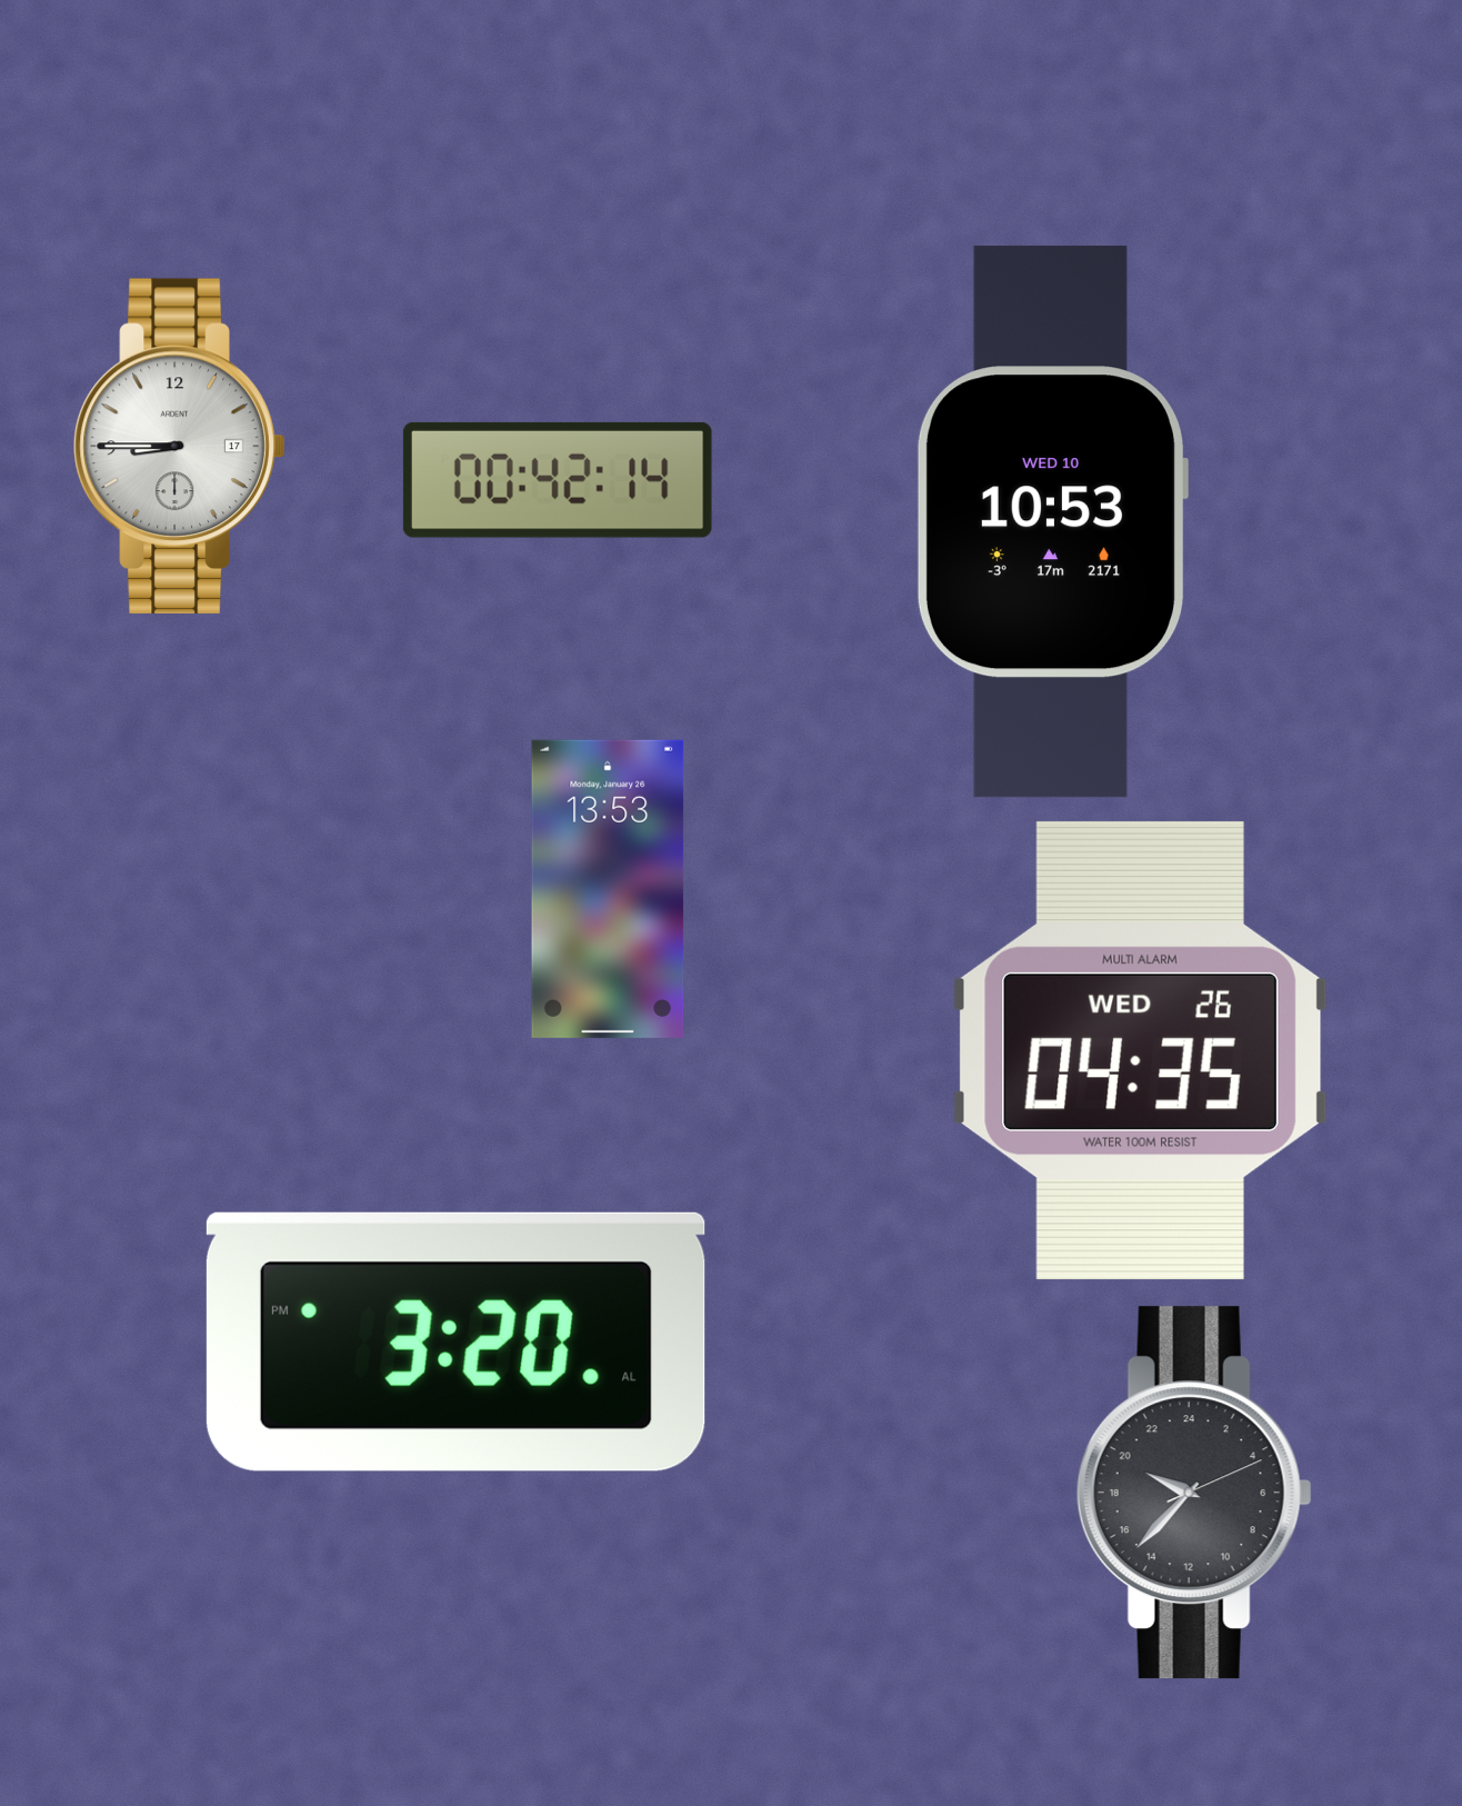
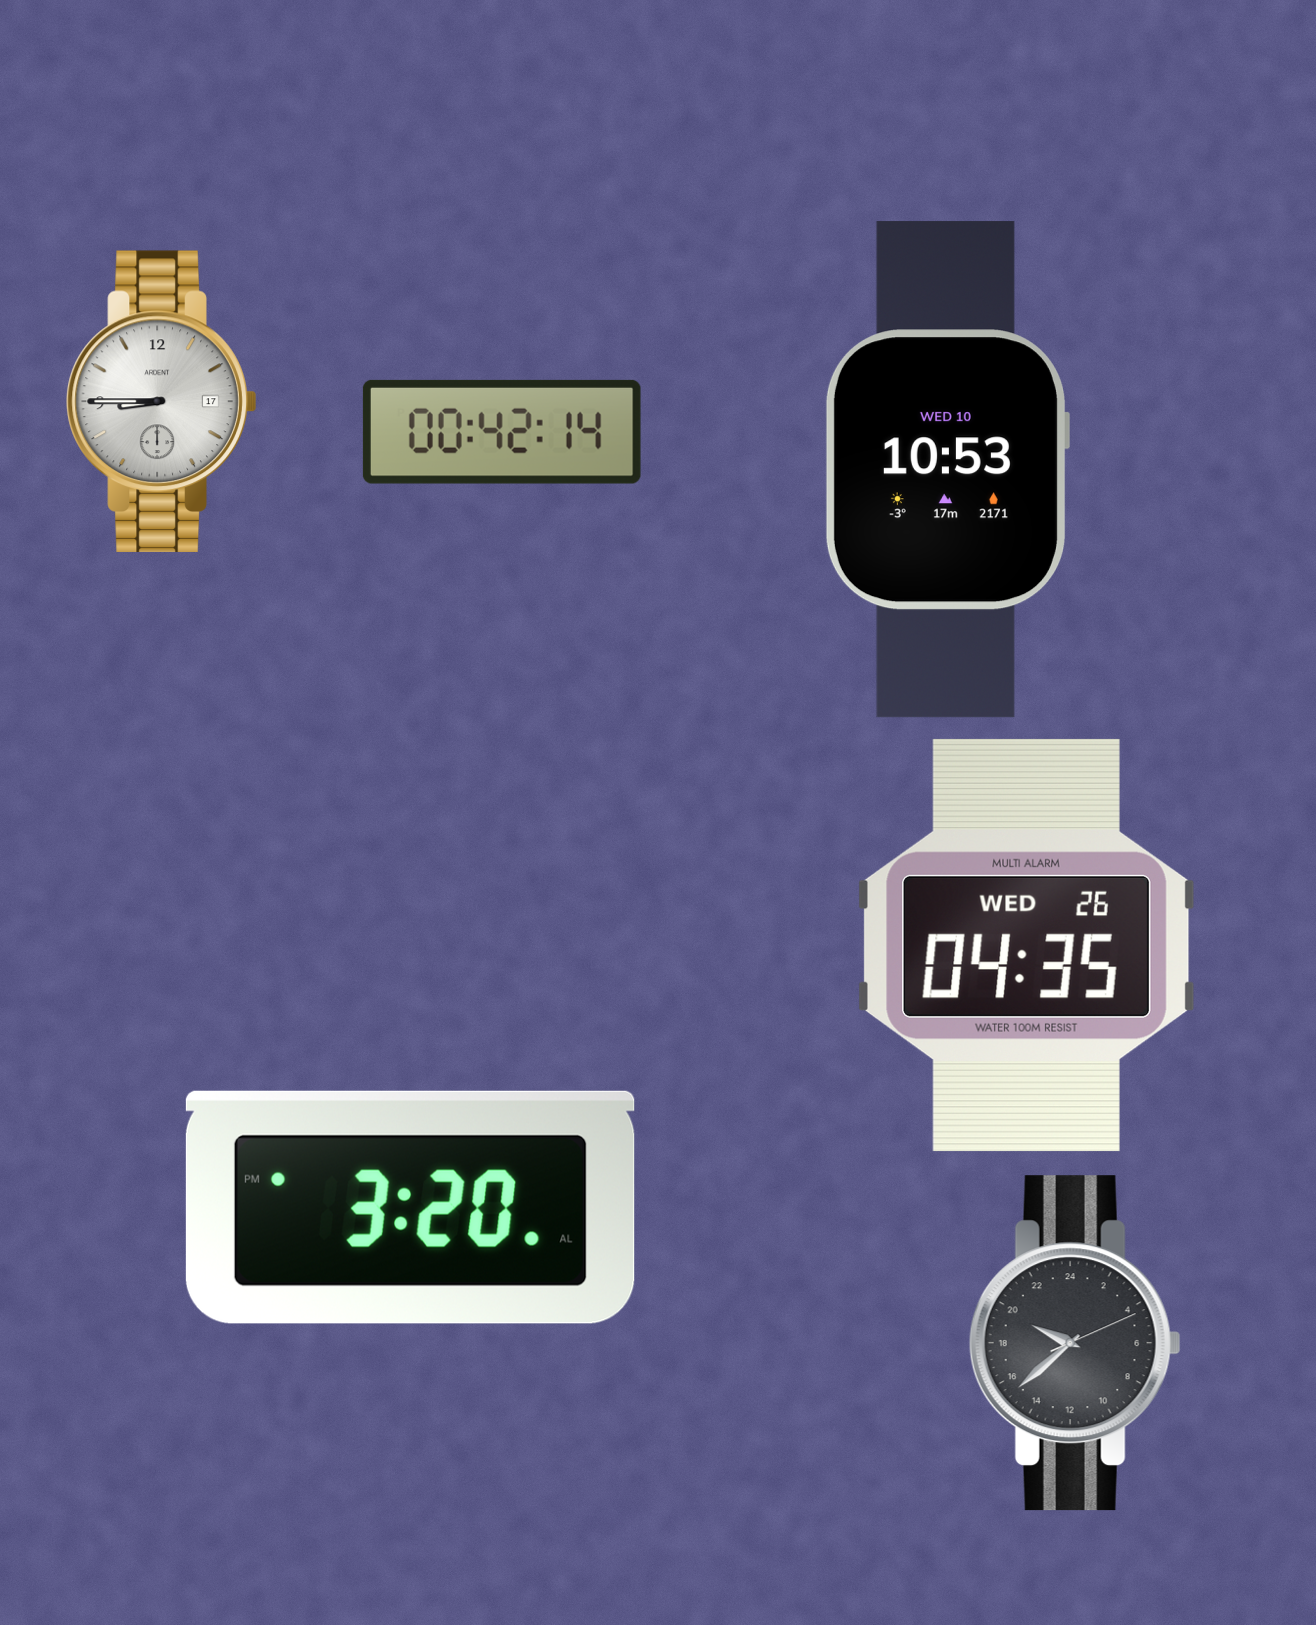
clock at (608, 889): 13:53 -> none
clock at (1194, 1493): 19:37 -> 19:38
